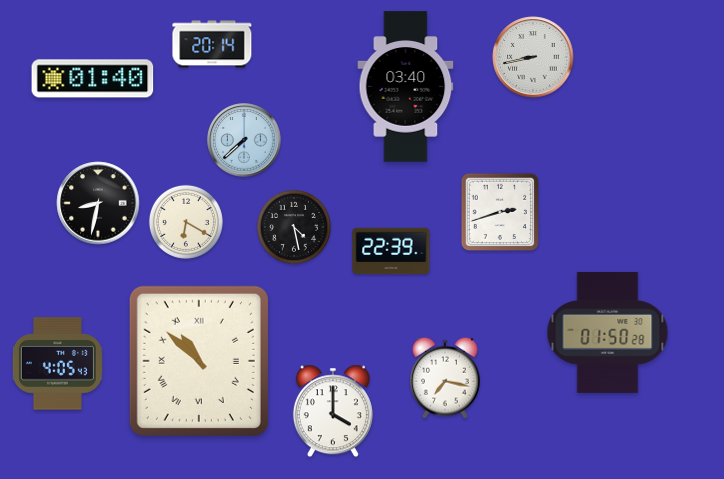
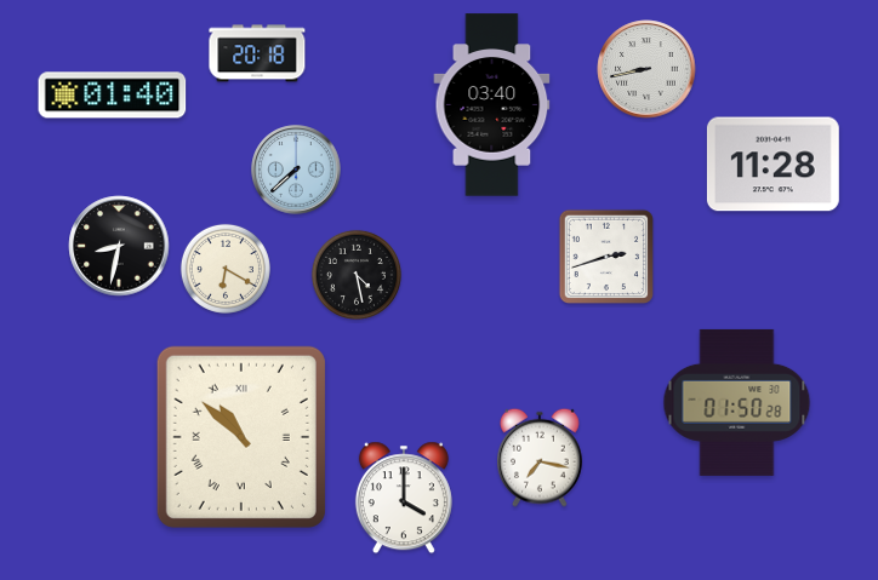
clock at (212, 44): 20:14 -> 20:18
clock at (772, 165): none -> 11:28
clock at (391, 251): 22:39 -> none
clock at (57, 364): 4:05 -> none
